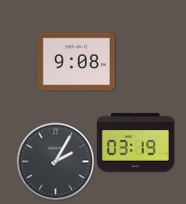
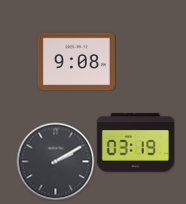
clock at (55, 161): 2:05 -> 2:10
